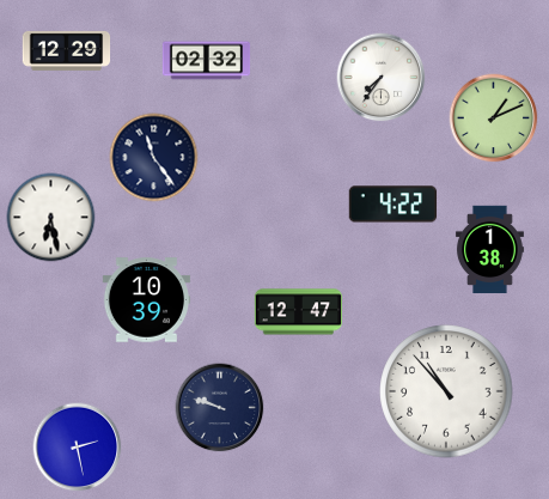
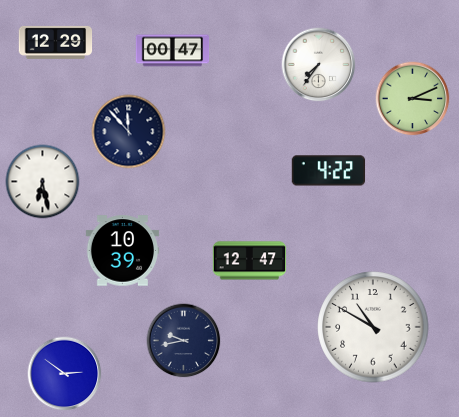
clock at (207, 61): 02:32 -> 00:47
clock at (494, 118): 1:11 -> 3:11
clock at (154, 158): 11:24 -> 11:53
clock at (489, 250): 1:38 -> none
clock at (446, 391): 10:53 -> 10:50
clock at (220, 408): 9:48 -> 9:43
clock at (78, 448): 2:28 -> 2:51
